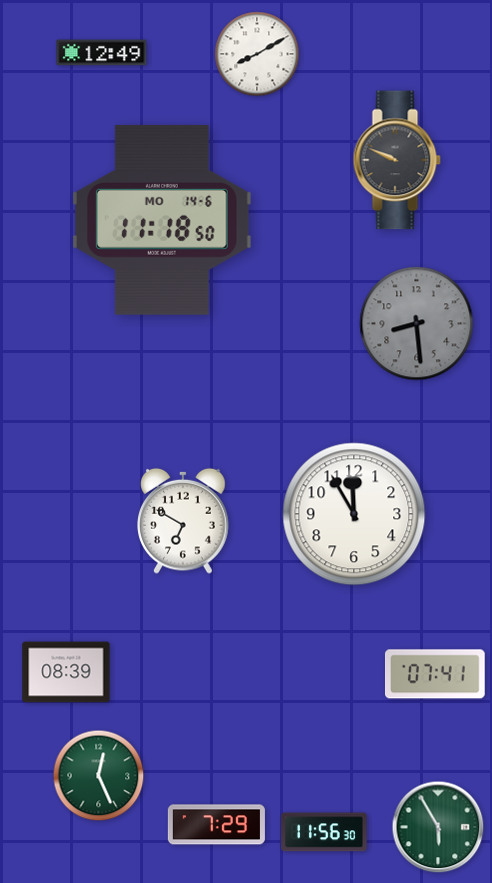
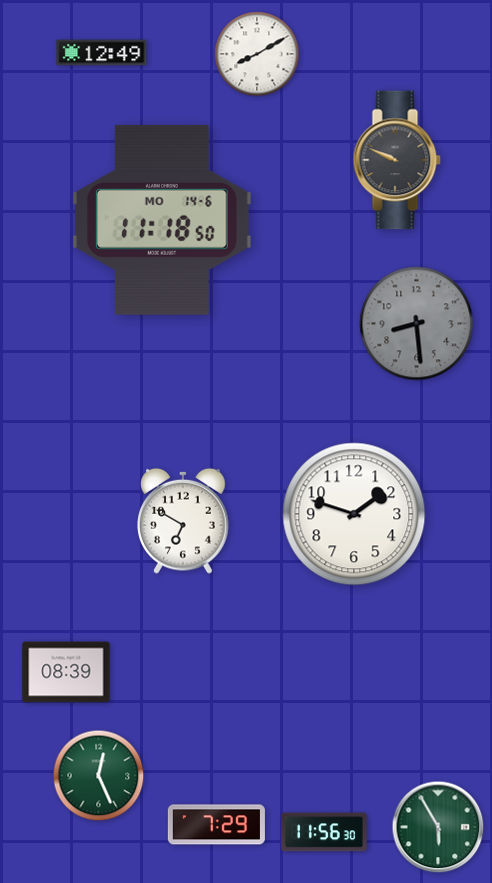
clock at (354, 514): 11:55 -> 1:48
clock at (436, 674): 07:41 -> none
